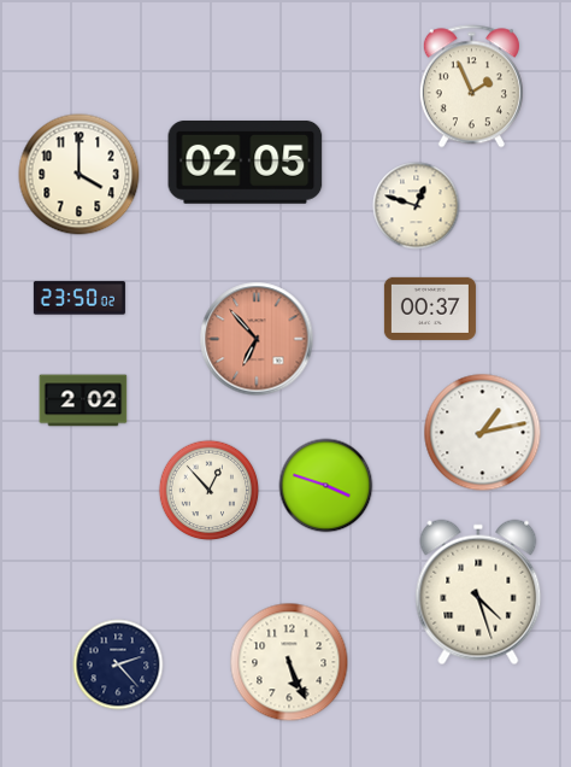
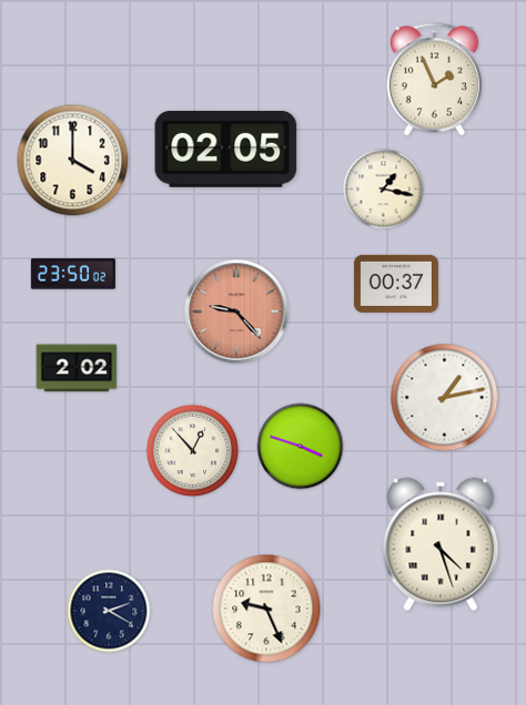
clock at (417, 206): 12:48 -> 1:17
clock at (257, 339): 6:53 -> 9:23
clock at (289, 662): 5:26 -> 9:26
clock at (118, 664): 2:23 -> 2:20
